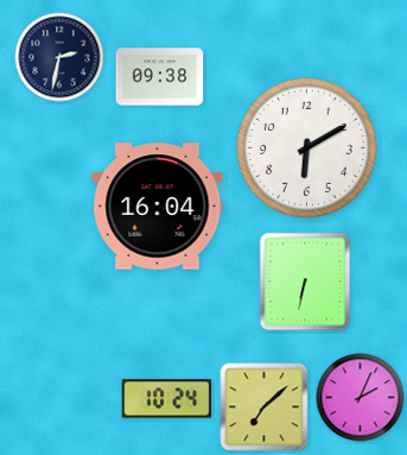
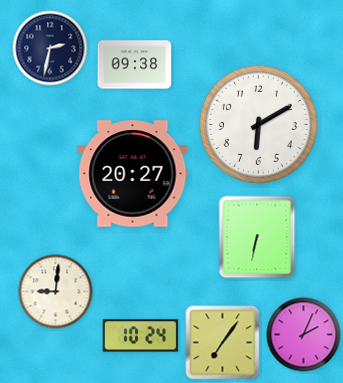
clock at (158, 207): 16:04 -> 20:27
clock at (56, 292): none -> 9:01
clock at (265, 407): 7:08 -> 7:06
